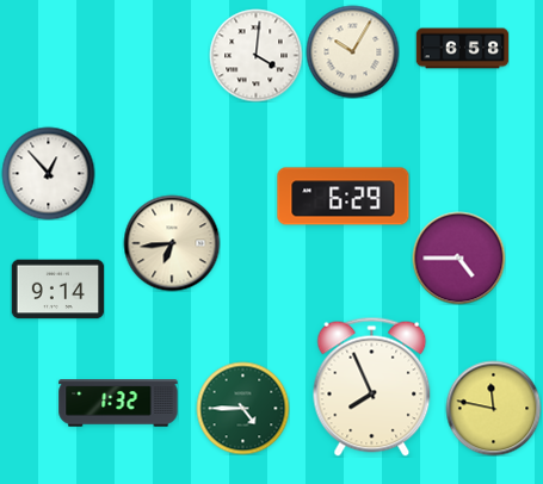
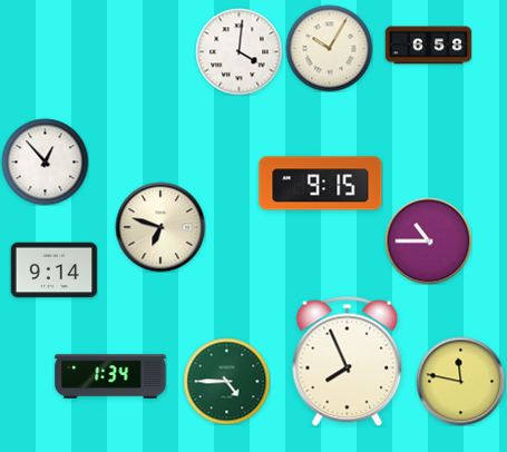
clock at (462, 49) position: (462, 49) -> (428, 46)
clock at (344, 197): 6:29 -> 9:15
clock at (172, 243): 6:44 -> 6:48
clock at (458, 257): 4:45 -> 10:45
clock at (118, 403): 1:32 -> 1:34
